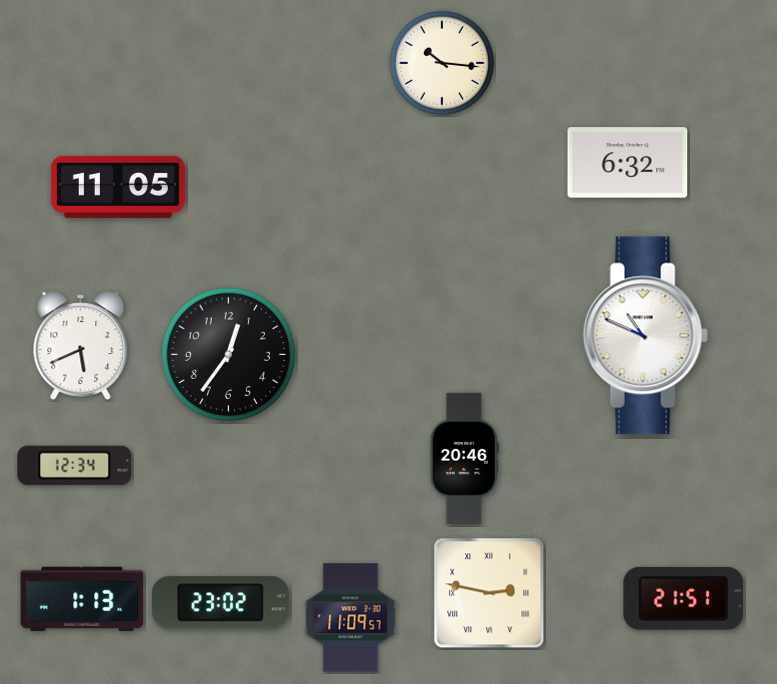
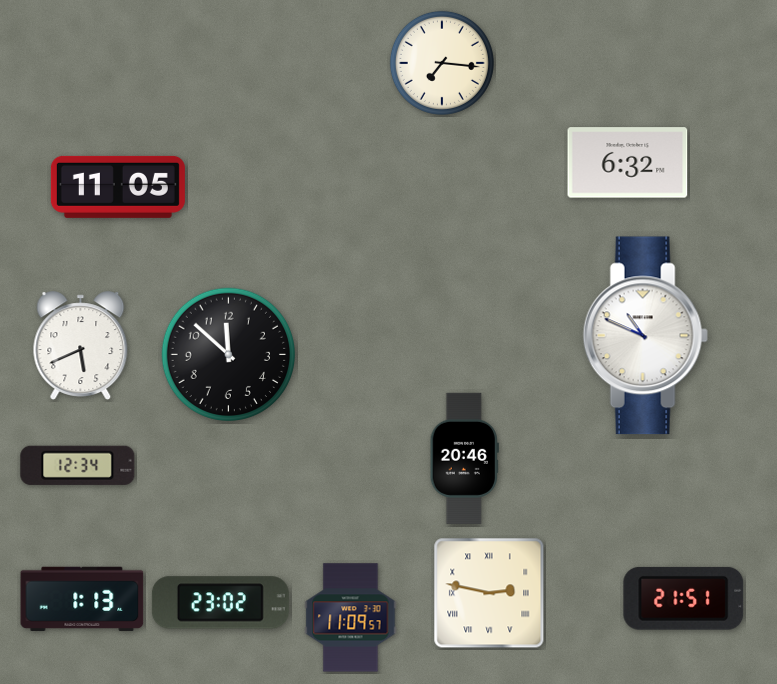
clock at (442, 63): 10:16 -> 7:16
clock at (228, 354): 12:36 -> 11:52
clock at (75, 465) position: (75, 465) -> (78, 465)
